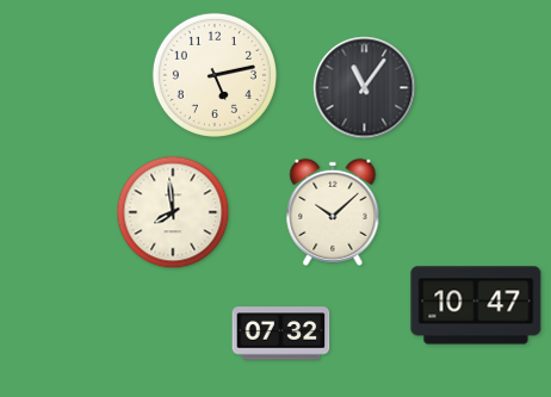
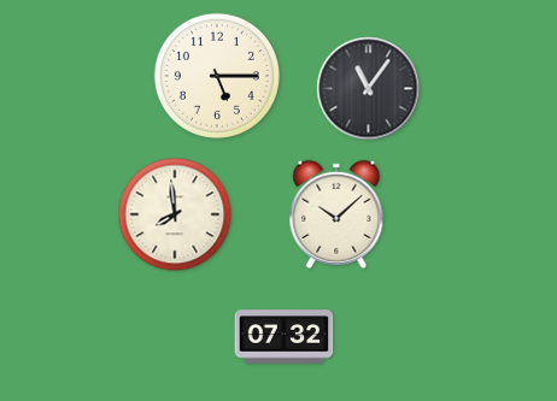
clock at (215, 75): 5:13 -> 5:15
clock at (476, 305): 10:47 -> none
